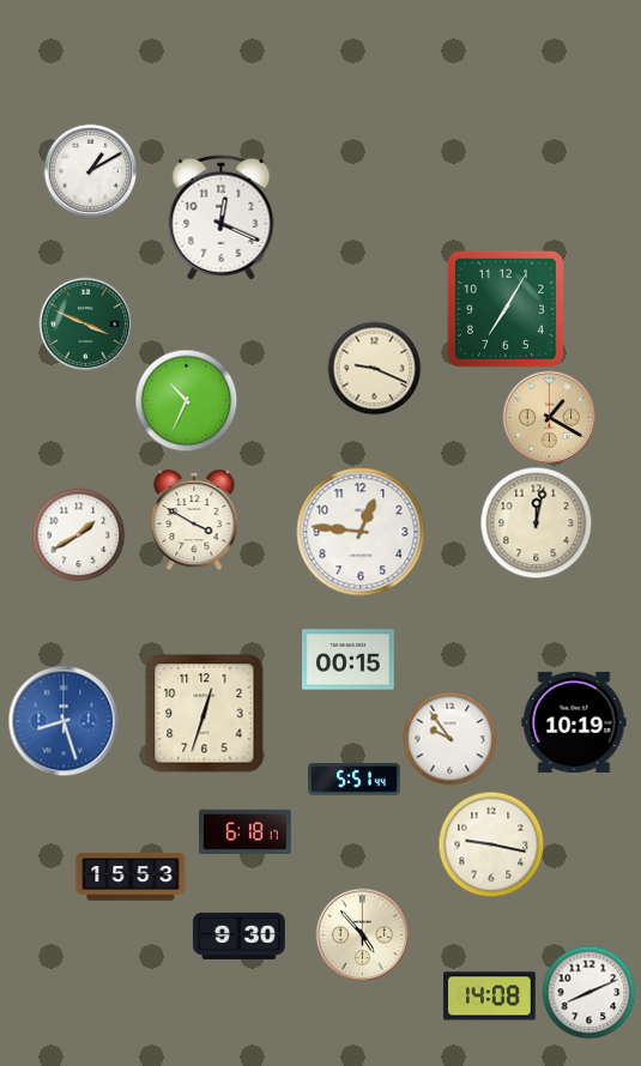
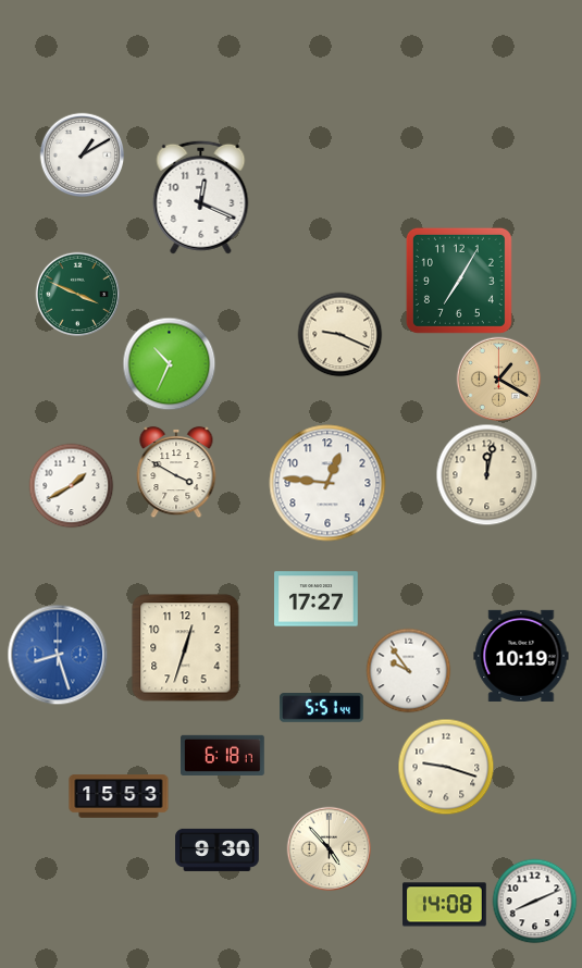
clock at (349, 660): 00:15 -> 17:27
clock at (491, 844): 9:17 -> 9:18
